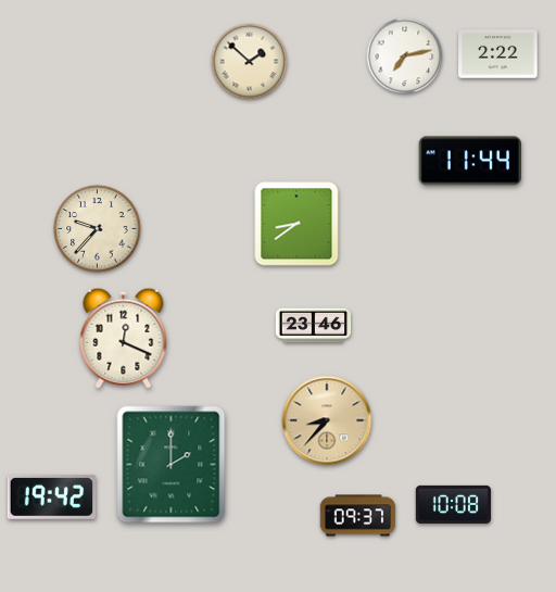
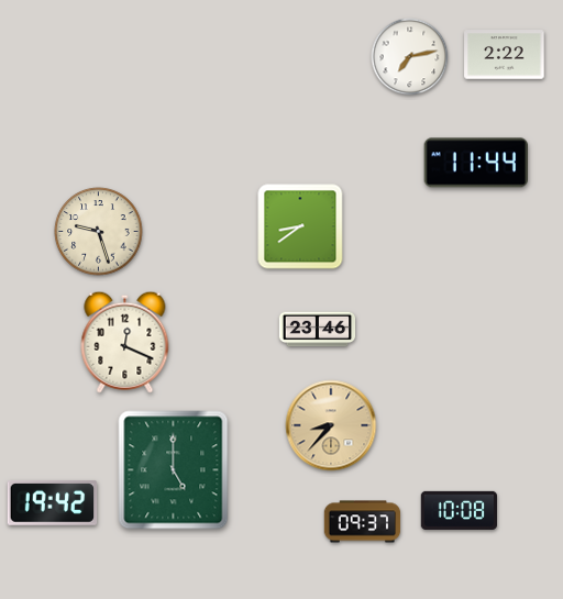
clock at (250, 62): 1:52 -> none
clock at (98, 229): 9:37 -> 9:27
clock at (172, 465): 2:00 -> 5:00
